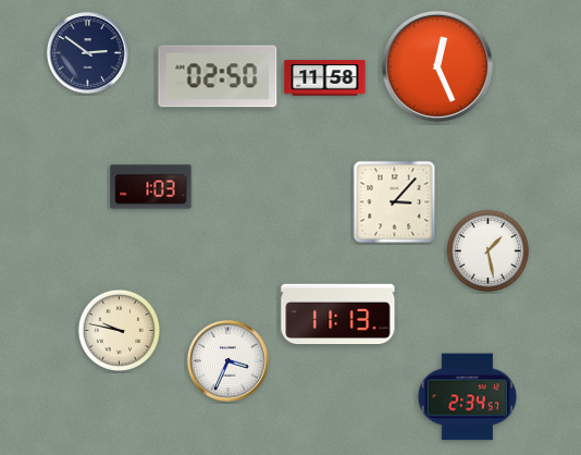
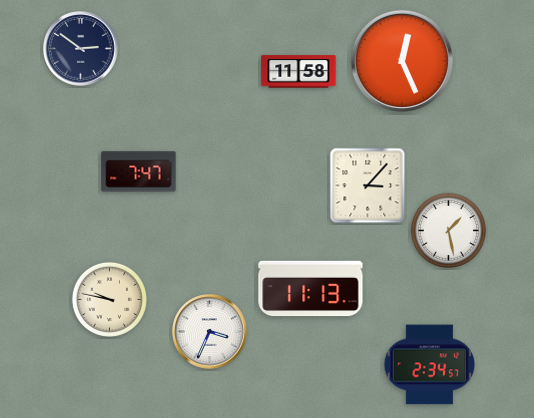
clock at (218, 76): 02:50 -> none
clock at (151, 187): 1:03 -> 7:47
clock at (395, 202) position: (395, 202) -> (368, 186)
clock at (119, 330) position: (119, 330) -> (109, 299)
